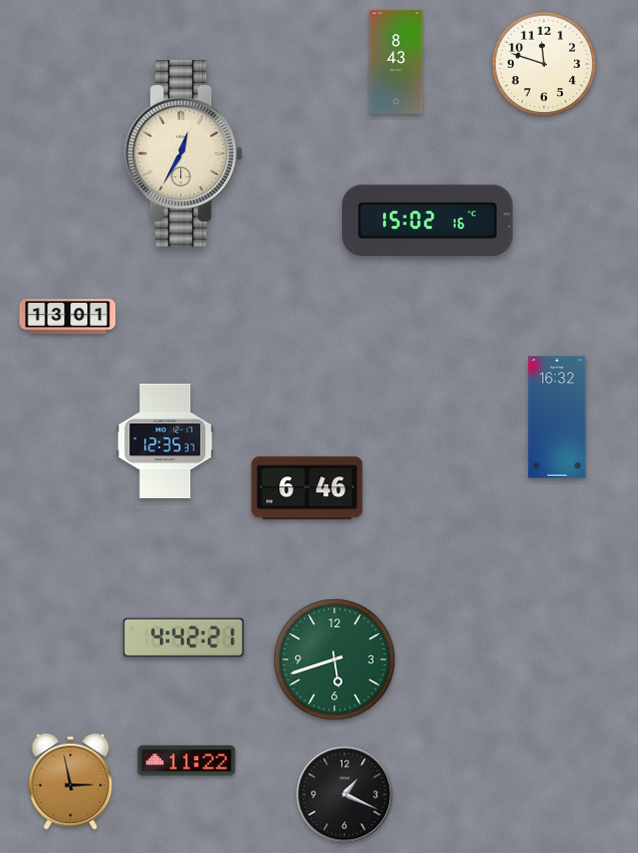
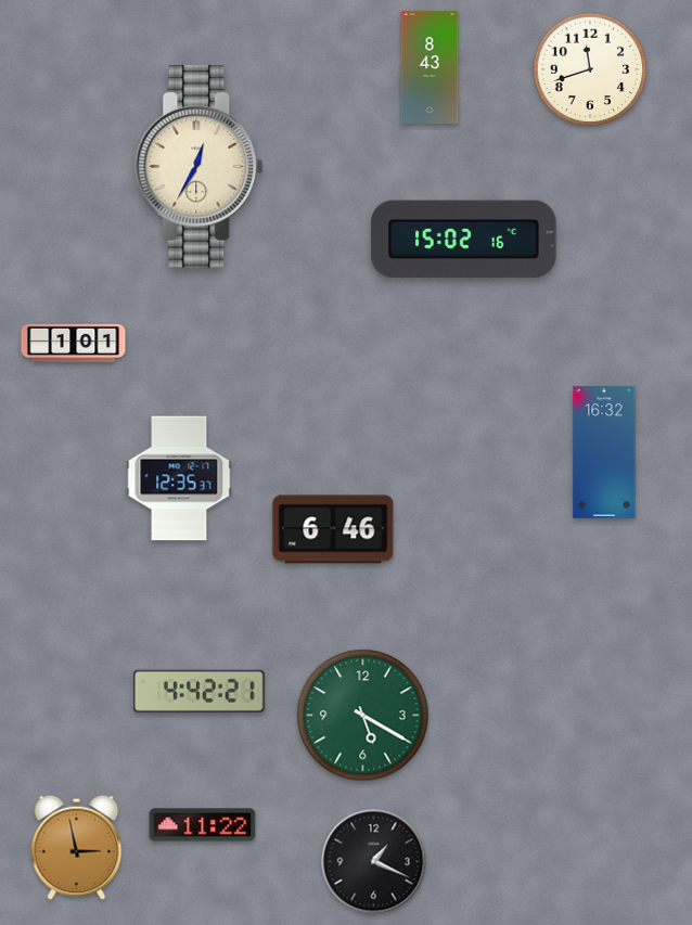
clock at (544, 64): 11:48 -> 11:42
clock at (68, 316): 13:01 -> 1:01
clock at (335, 660): 5:42 -> 5:20
